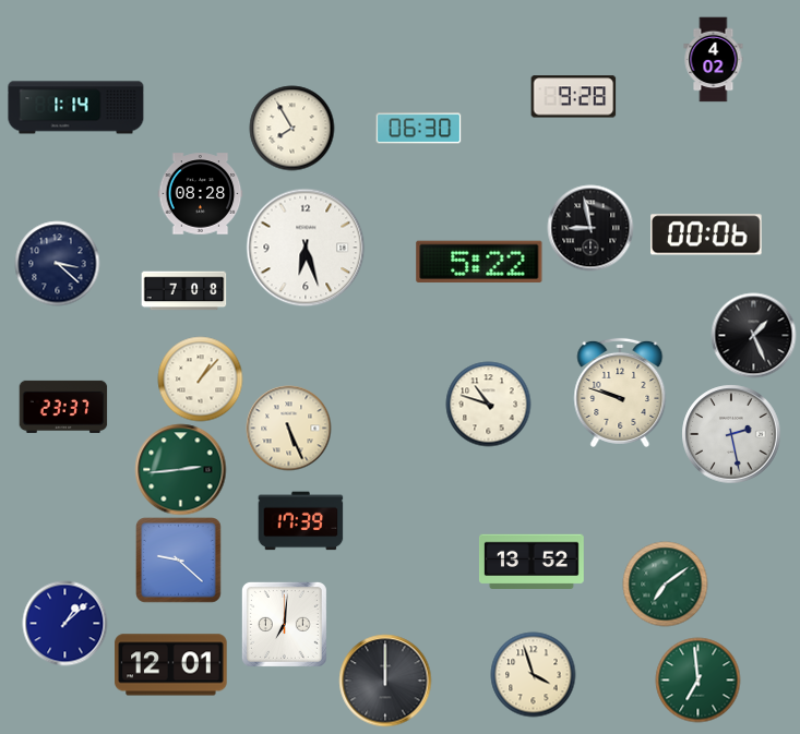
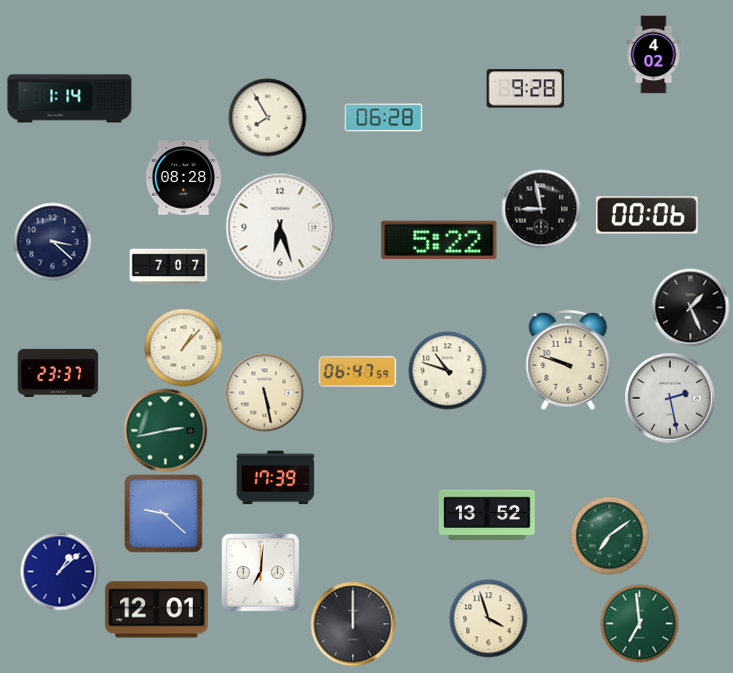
clock at (418, 129): 06:30 -> 06:28
clock at (183, 291): 7:08 -> 7:07
clock at (357, 371): none -> 06:47
clock at (288, 428): 5:26 -> 5:28
clock at (180, 469): 2:44 -> 2:43
